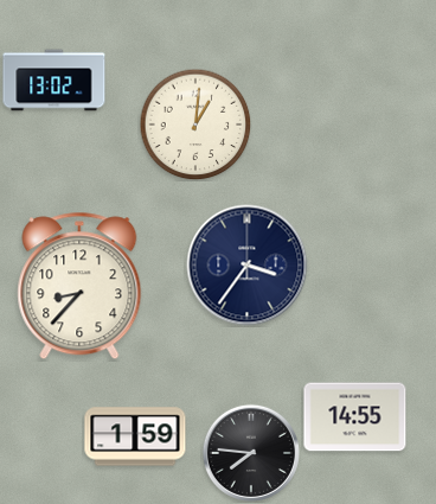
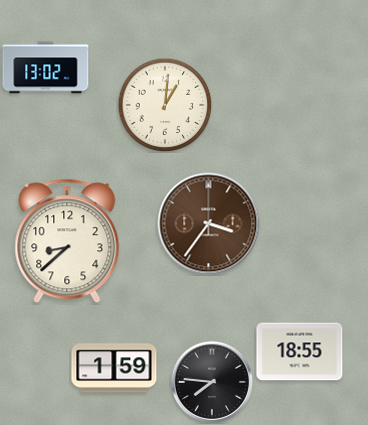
clock at (248, 266) dial: navy -> brown
clock at (79, 286): 8:37 -> 8:38
clock at (355, 417): 14:55 -> 18:55
